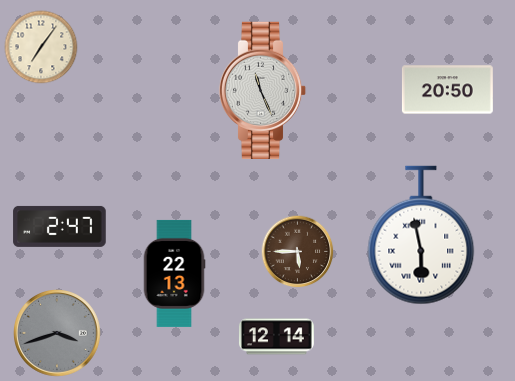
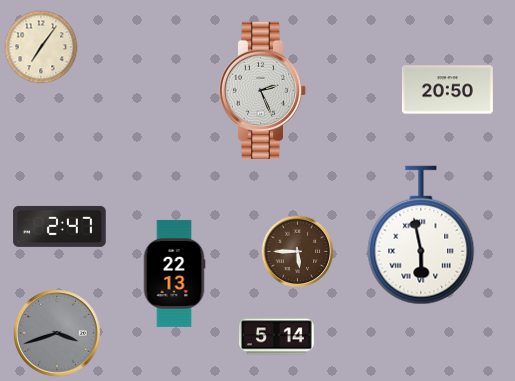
clock at (263, 90): 11:26 -> 2:26
clock at (276, 337): 12:14 -> 5:14
